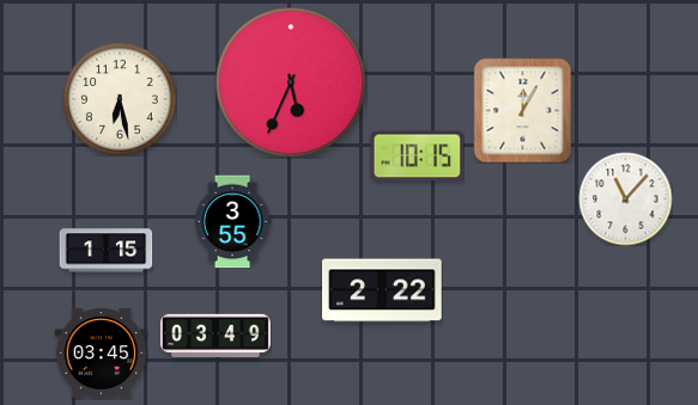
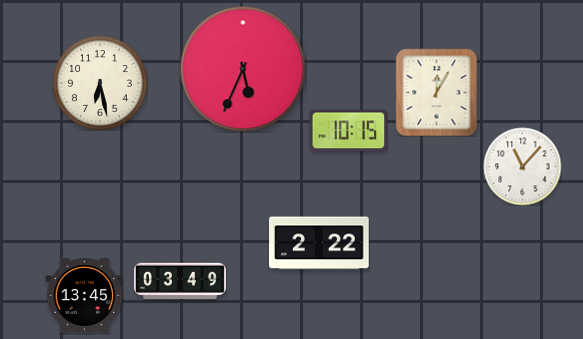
clock at (232, 221): 3:55 -> none
clock at (105, 251): 1:15 -> none
clock at (101, 354): 03:45 -> 13:45
